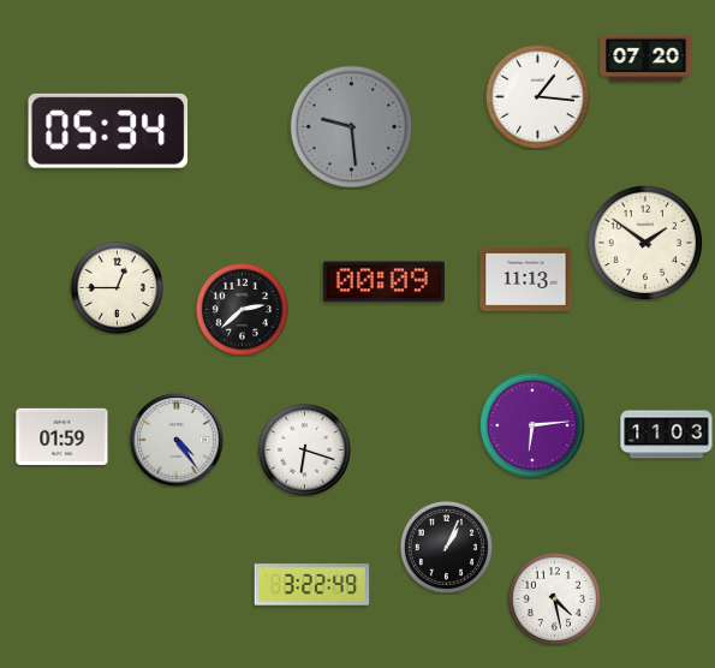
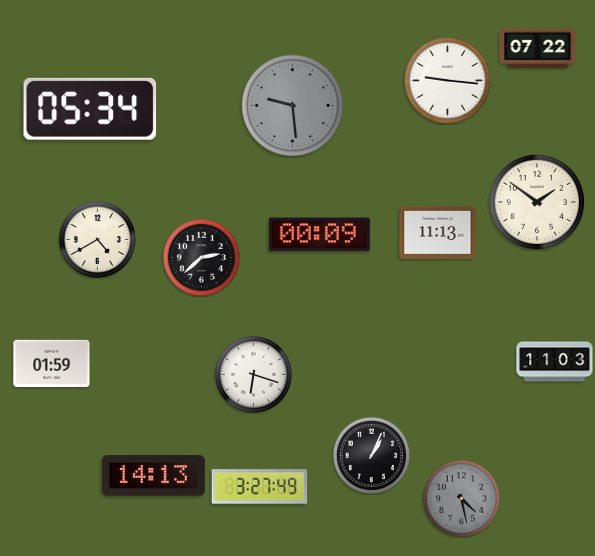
clock at (647, 59): 07:20 -> 07:22
clock at (537, 96): 1:16 -> 9:16
clock at (117, 287): 12:45 -> 4:40
clock at (531, 424): 6:14 -> none
clock at (177, 440): 4:24 -> none
clock at (153, 476): none -> 14:13
clock at (312, 585): 3:22 -> 3:27
clock at (554, 598) dial: white -> grey
